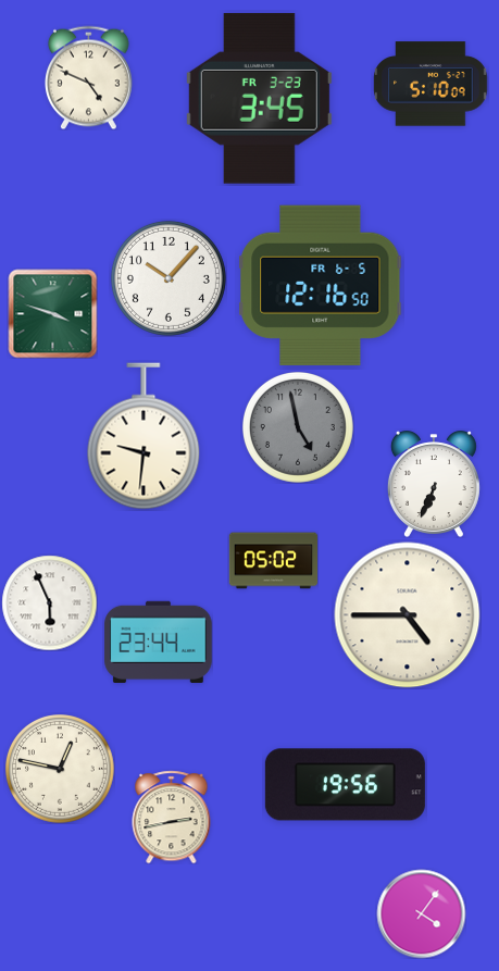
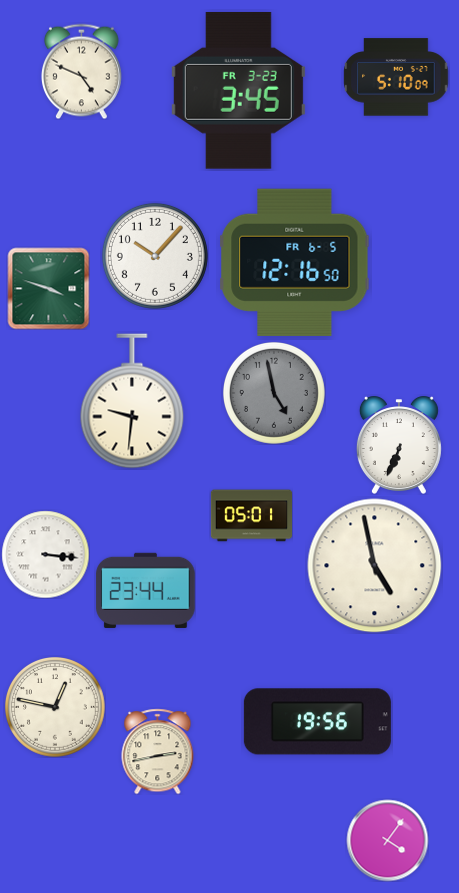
clock at (273, 561): 05:02 -> 05:01
clock at (49, 602): 5:56 -> 3:16
clock at (408, 615): 4:45 -> 4:58
